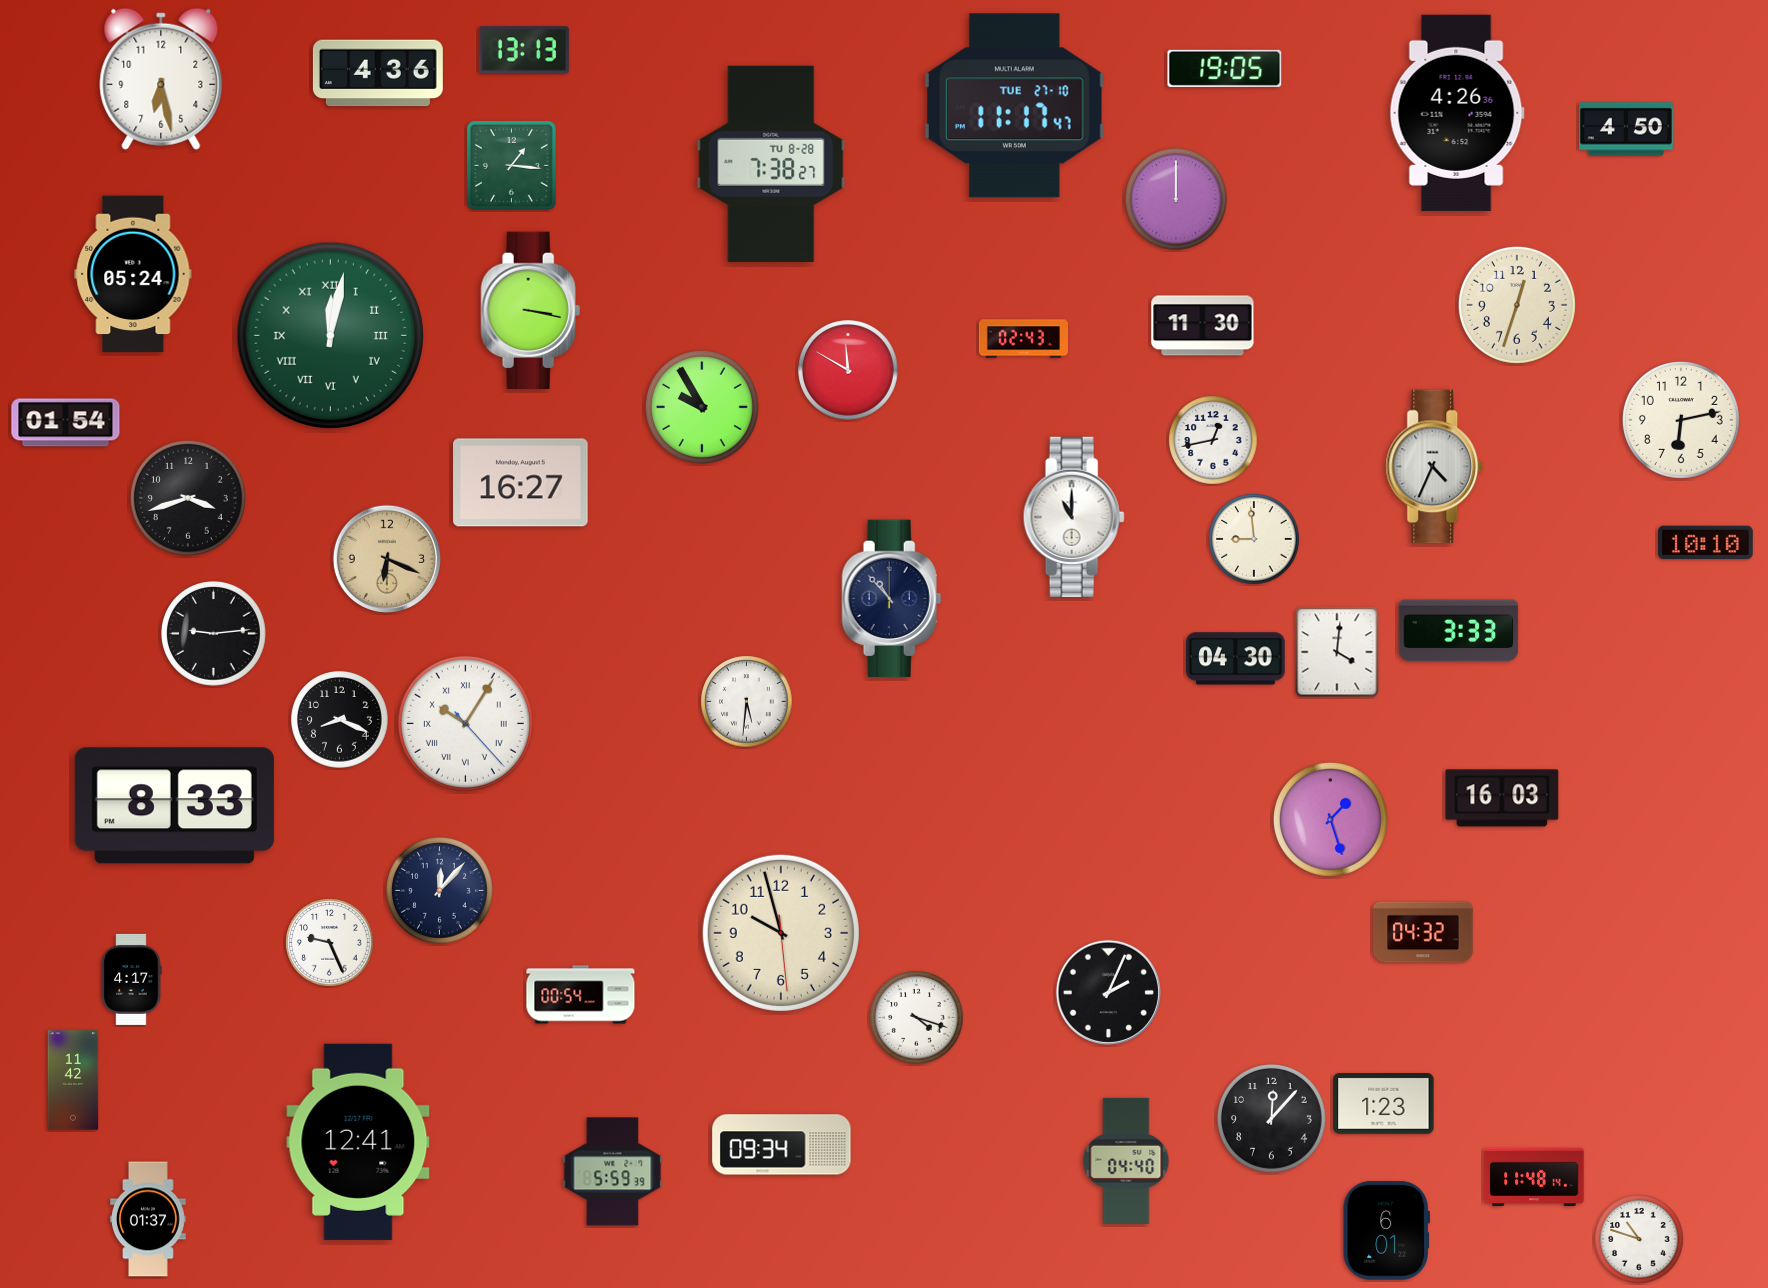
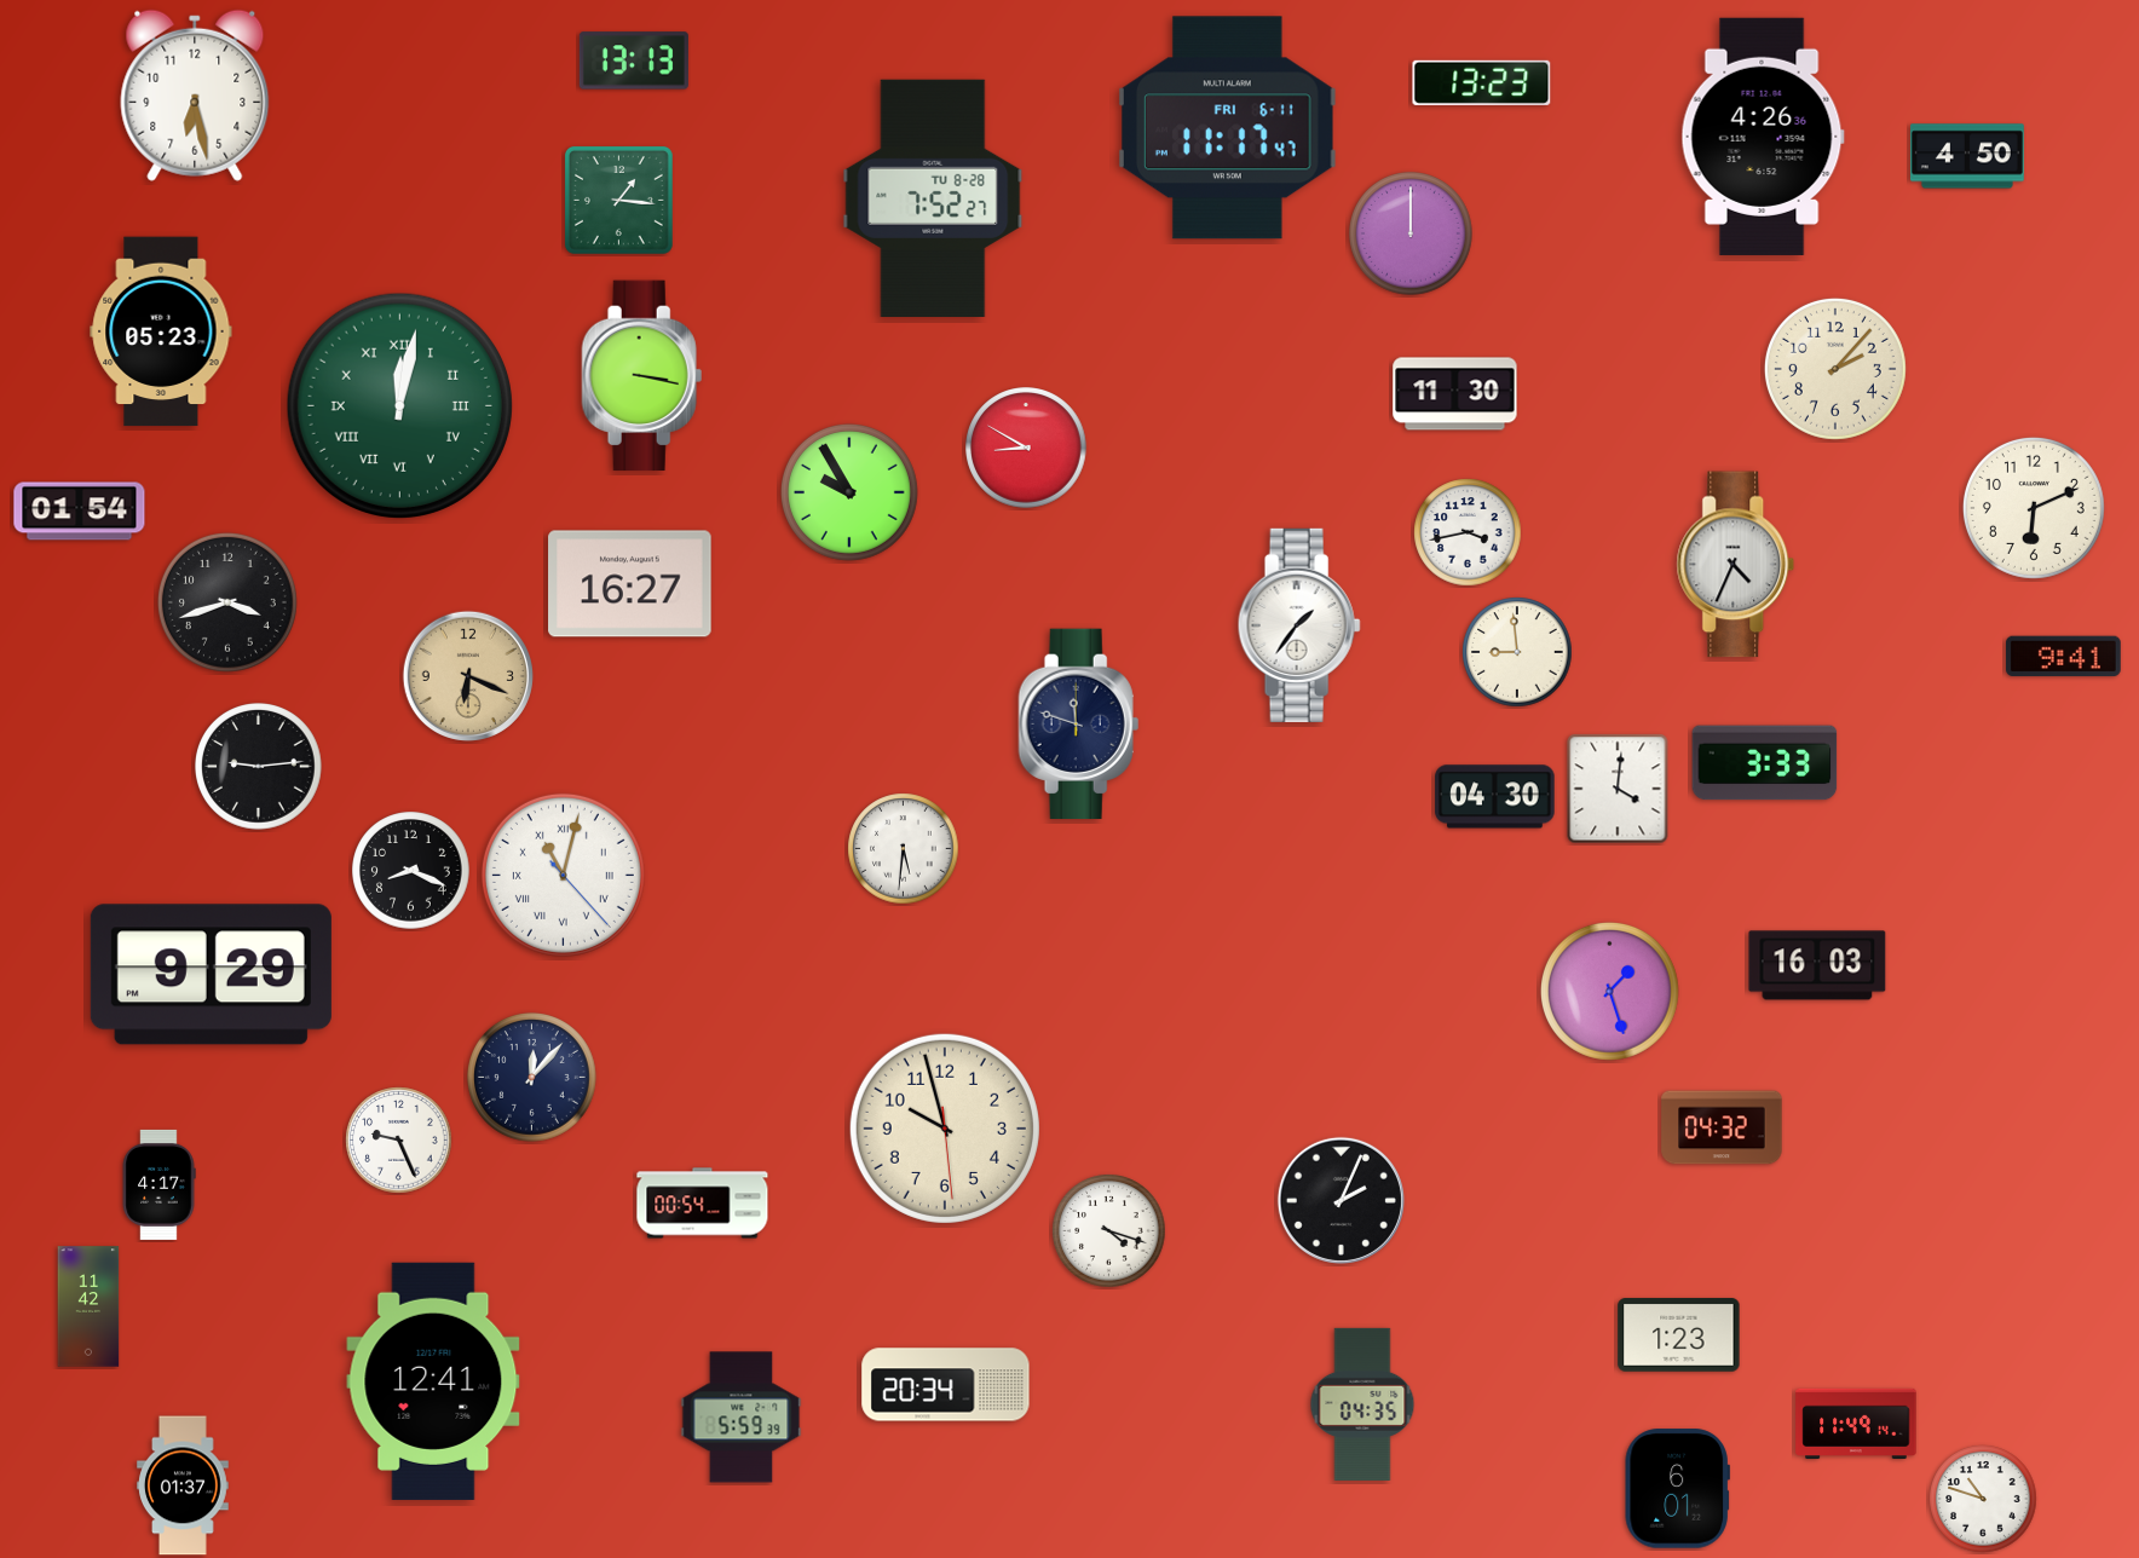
clock at (1225, 68): 19:05 -> 13:23
clock at (378, 73): 4:36 -> none
clock at (1015, 106) date: TUE 27-10 -> FRI 6-11
clock at (771, 164): 7:38 -> 7:52
clock at (1177, 200) position: (1177, 200) -> (1412, 235)
clock at (133, 274): 05:24 -> 05:23
clock at (1517, 305): 12:33 -> 2:07
clock at (1023, 339): 02:43 -> none
clock at (848, 370): 11:50 -> 8:50
clock at (1681, 420): 6:13 -> 6:11
clock at (1213, 440): 12:43 -> 3:43
clock at (1074, 517): 11:00 -> 1:36
clock at (1705, 543): 10:10 -> 9:41
clock at (892, 599): 10:53 -> 11:48
clock at (465, 723): 10:05 -> 11:02
clock at (174, 806): 8:33 -> 9:29
clock at (1384, 1104) position: (1384, 1104) -> (1679, 1335)
clock at (1272, 1119): 12:07 -> none
clock at (782, 1145): 09:34 -> 20:34
clock at (1126, 1161): 04:40 -> 04:35
clock at (1534, 1177): 11:48 -> 11:49
clock at (149, 1219) position: (149, 1219) -> (184, 1485)
